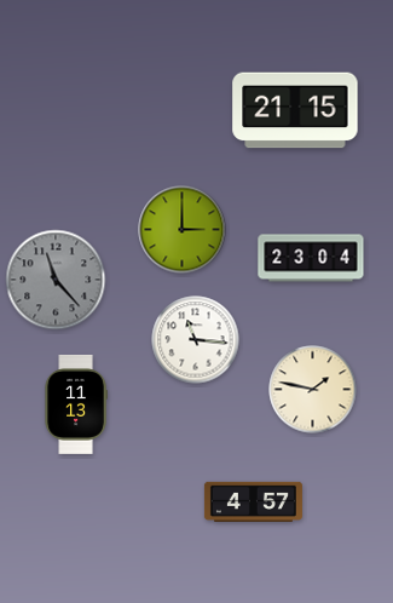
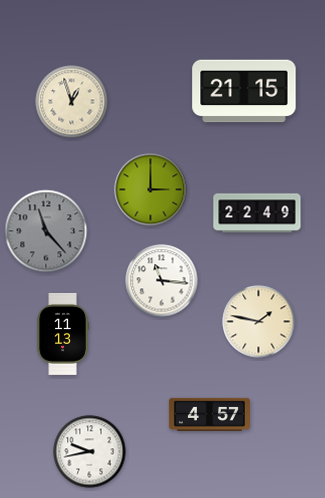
clock at (72, 102): none -> 12:57
clock at (311, 258): 23:04 -> 22:49
clock at (90, 452): none -> 9:43
